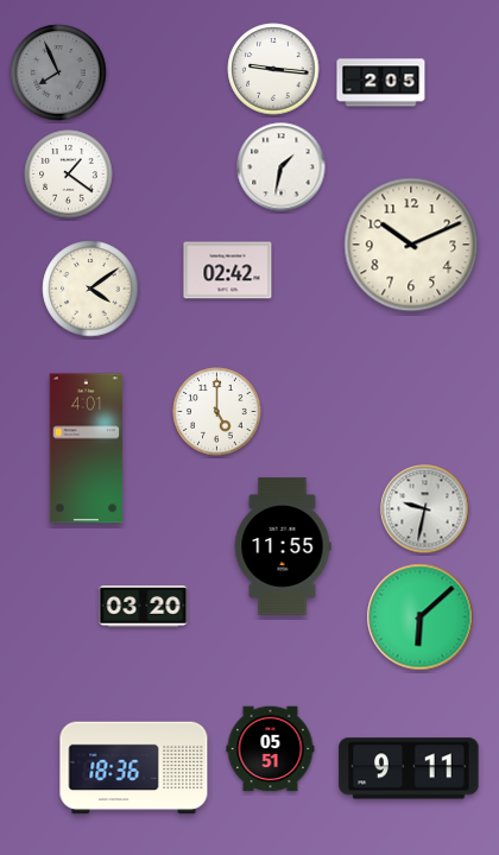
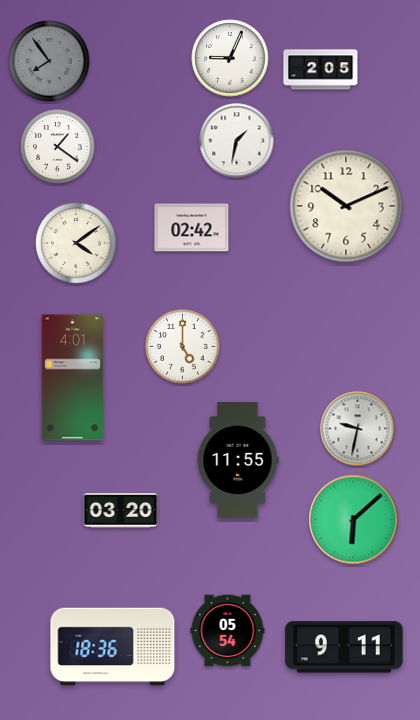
clock at (273, 69): 9:16 -> 9:04
clock at (58, 72): 7:56 -> 7:54
clock at (271, 749): 05:51 -> 05:54
